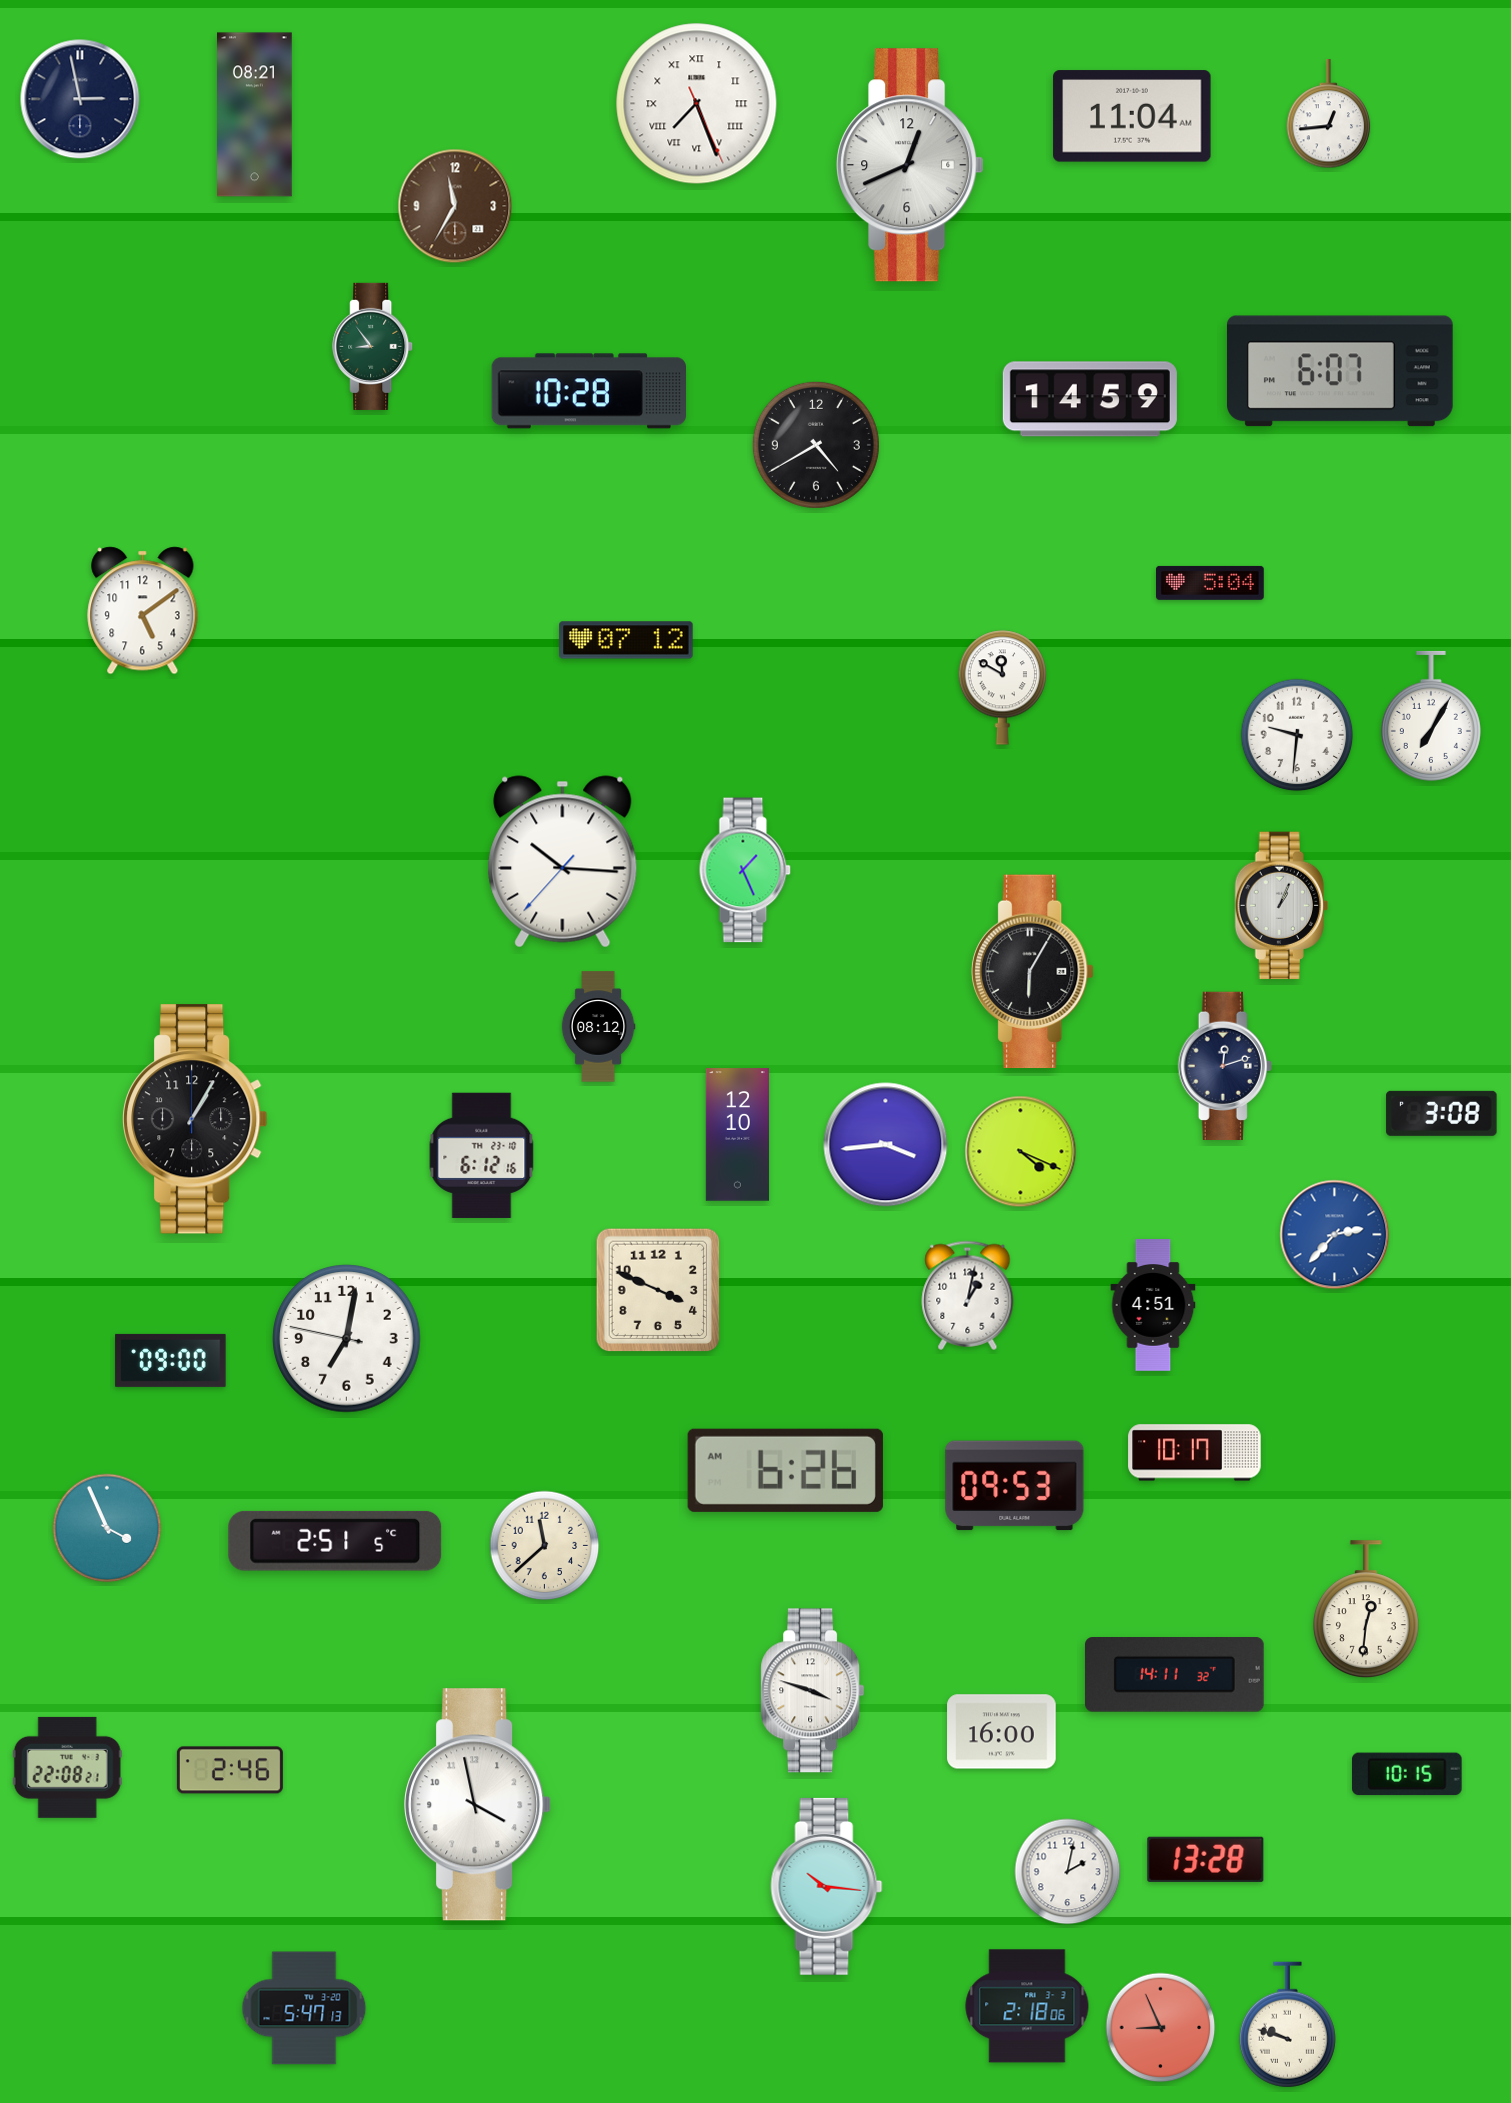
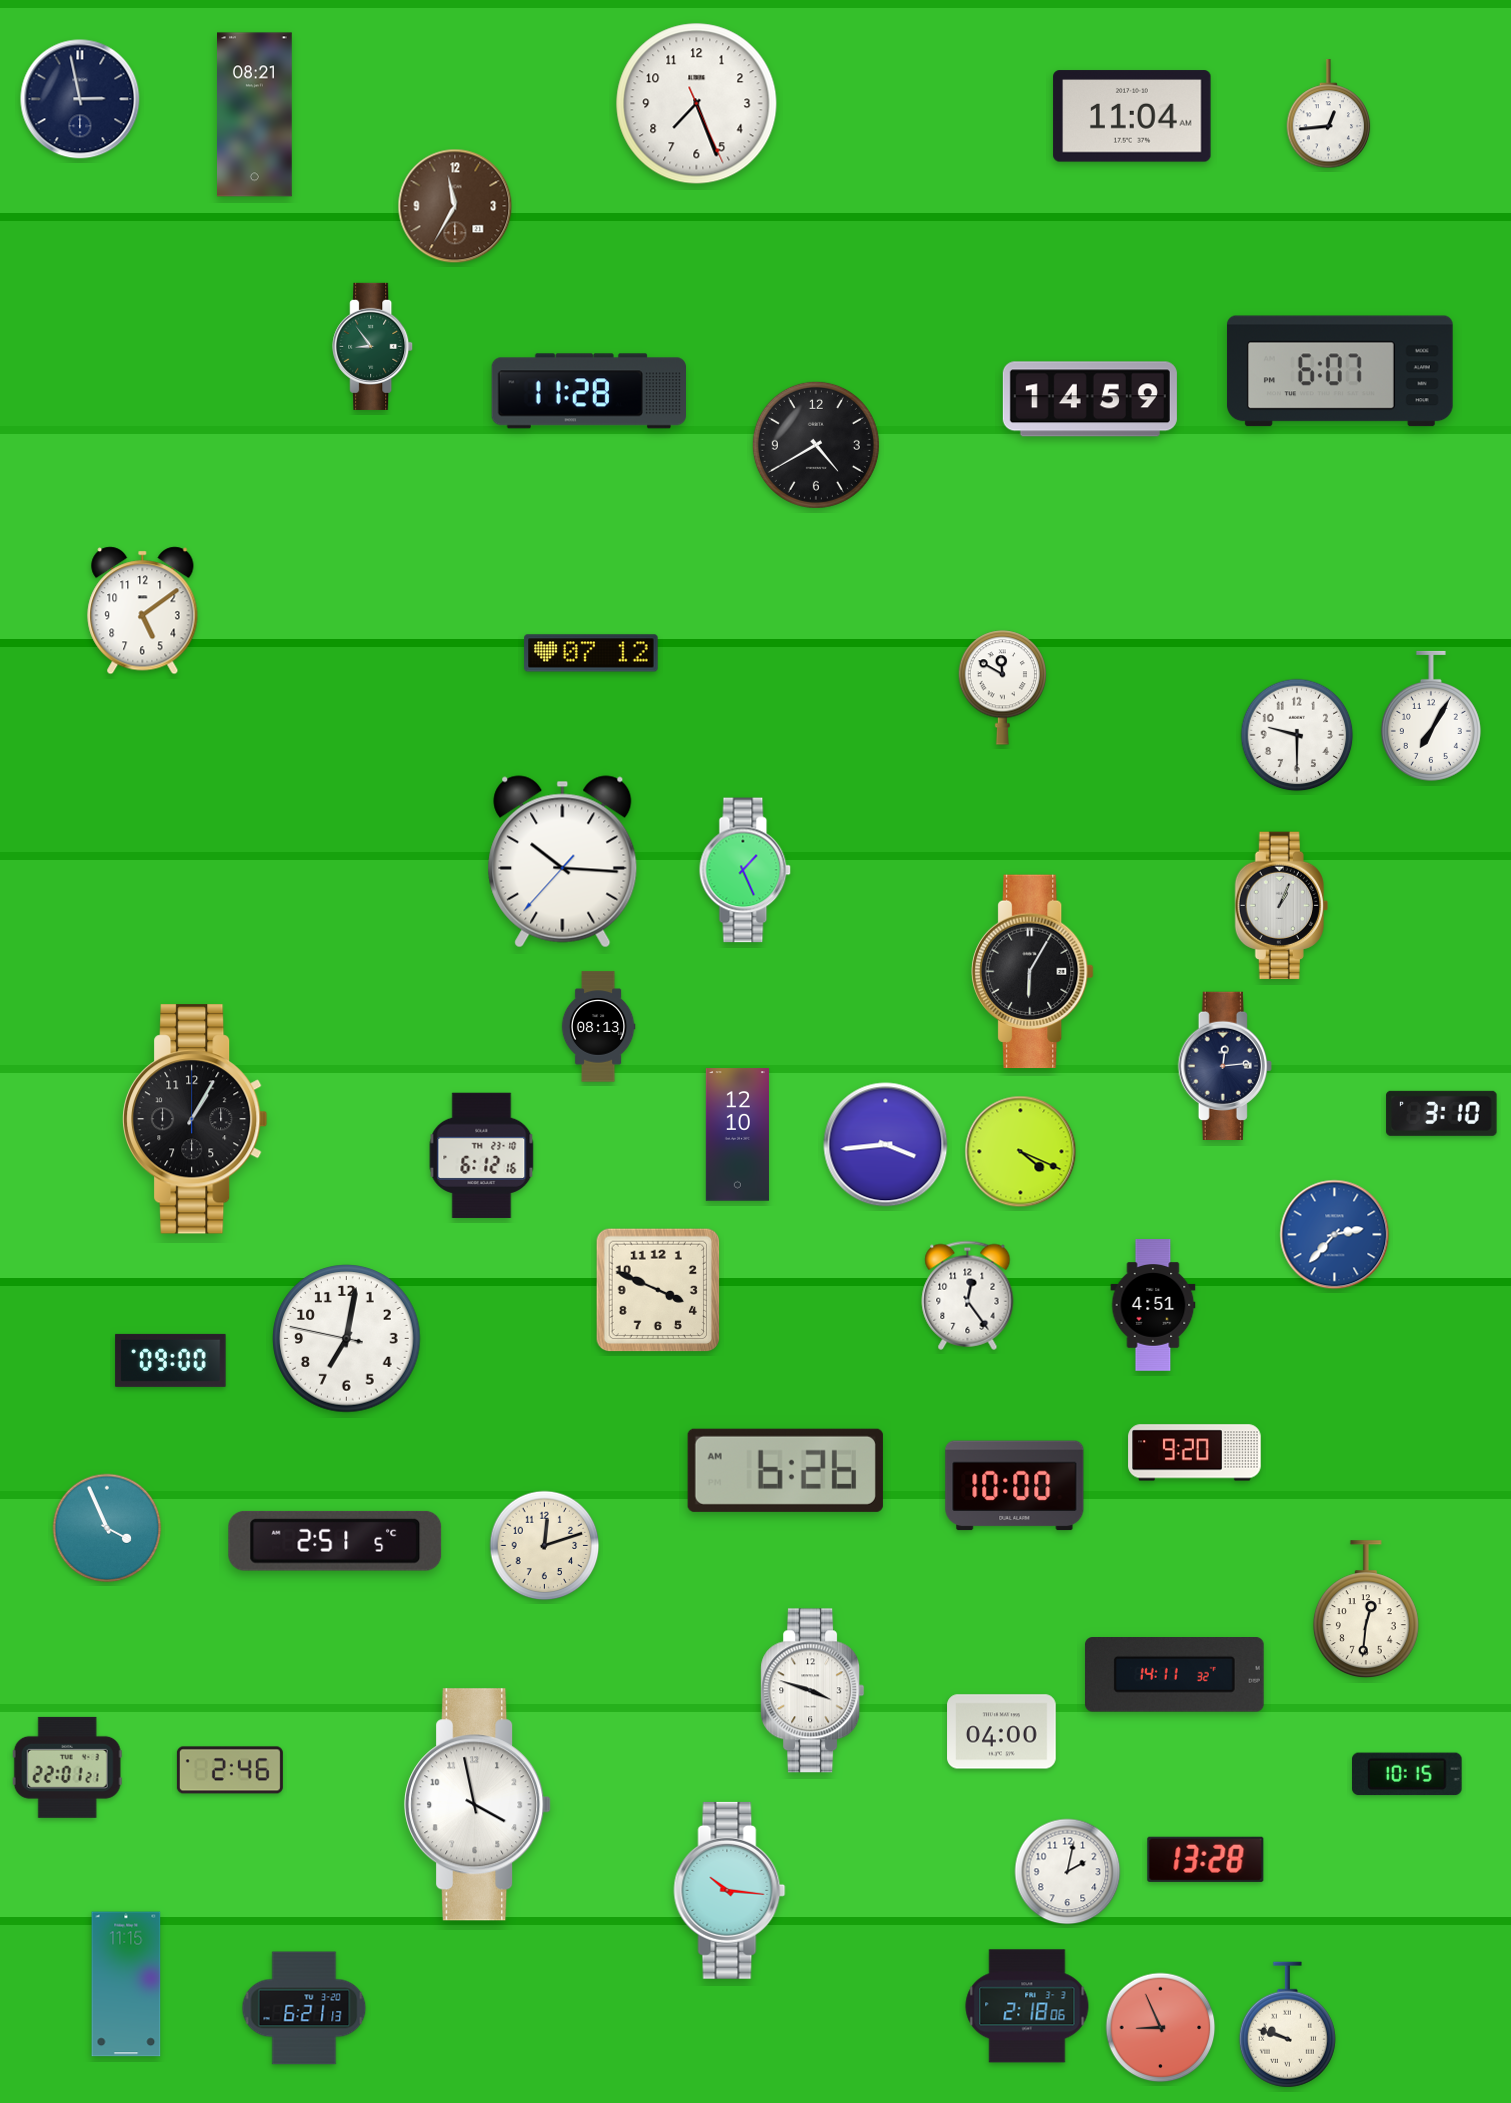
clock at (697, 104) numerals: Roman -> Arabic
clock at (910, 165): 12:41 -> none
clock at (588, 391): 10:28 -> 11:28
clock at (1211, 583): 5:04 -> none
clock at (626, 640) position: (626, 640) -> (591, 653)
clock at (1297, 735): 9:31 -> 9:30
clock at (598, 1027): 08:12 -> 08:13
clock at (1225, 1065): 12:12 -> 12:14
clock at (1442, 1113): 3:08 -> 3:10
clock at (968, 1295): 1:02 -> 12:24
clock at (1195, 1453): 10:17 -> 9:20
clock at (1015, 1486): 09:53 -> 10:00
clock at (545, 1546): 11:38 -> 12:12
clock at (1002, 1732): 16:00 -> 04:00
clock at (67, 1767): 22:08 -> 22:01
clock at (827, 1886) position: (827, 1886) -> (730, 1890)
clock at (126, 1984): none -> 11:15
clock at (304, 2008): 5:47 -> 6:21
